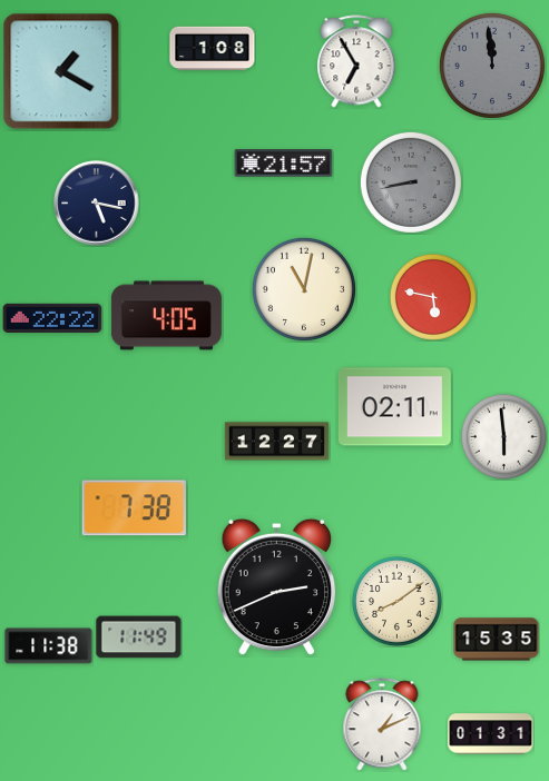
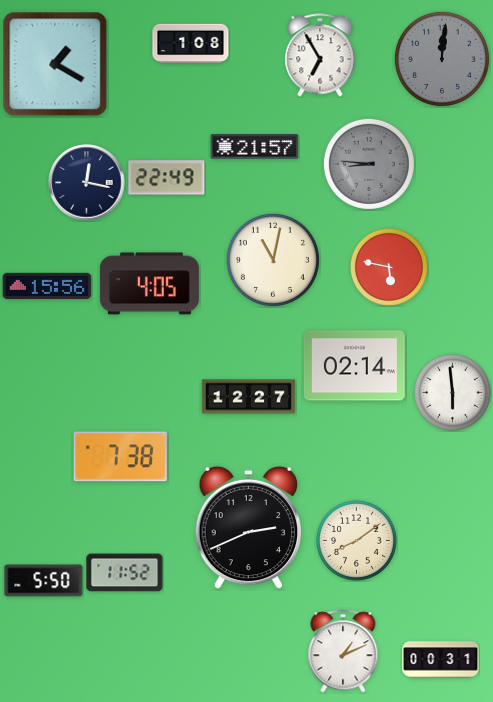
clock at (492, 66): 11:59 -> 12:01
clock at (411, 182): 8:43 -> 8:46
clock at (167, 178): none -> 22:49
clock at (97, 204): 5:17 -> 12:17
clock at (52, 318): 22:22 -> 15:56
clock at (394, 407): 02:11 -> 02:14
clock at (139, 637): 11:49 -> 11:52
clock at (497, 640): 15:35 -> none
clock at (49, 646): 11:38 -> 5:50
clock at (491, 734): 01:31 -> 00:31
